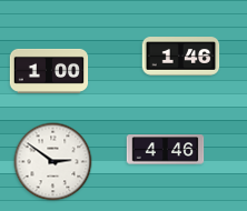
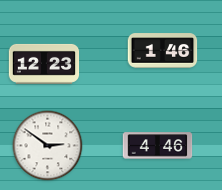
clock at (49, 71): 1:00 -> 12:23
clock at (166, 150) position: (166, 150) -> (158, 146)
